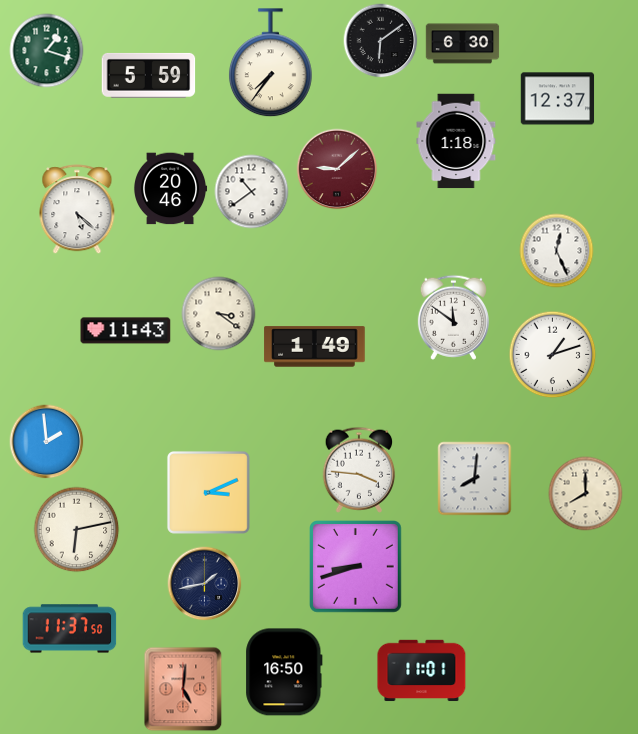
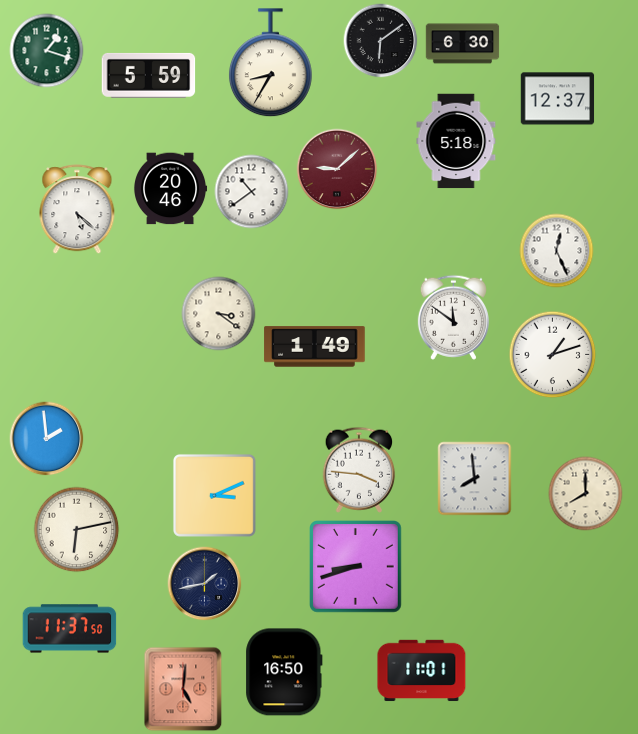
clock at (271, 63): 7:36 -> 8:35
clock at (456, 141): 1:18 -> 5:18
clock at (126, 331): 11:43 -> none
clock at (47, 442) position: (47, 442) -> (47, 439)
clock at (475, 479): 8:01 -> 7:59
clock at (208, 492) position: (208, 492) -> (214, 495)
